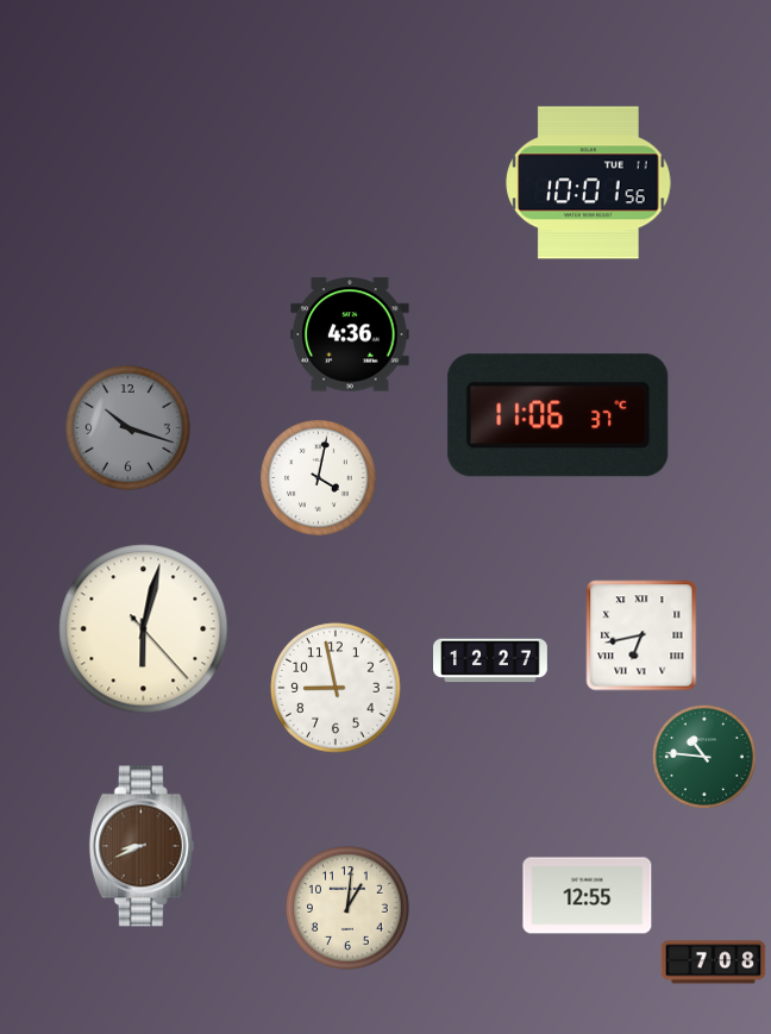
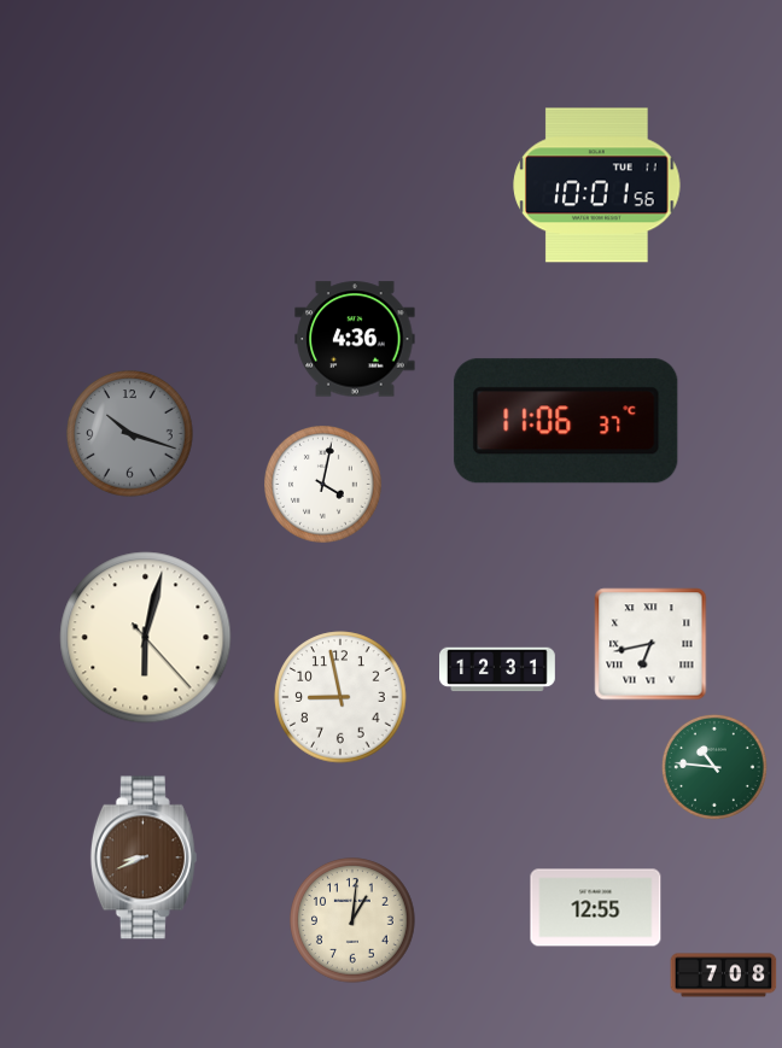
clock at (491, 660): 12:27 -> 12:31
